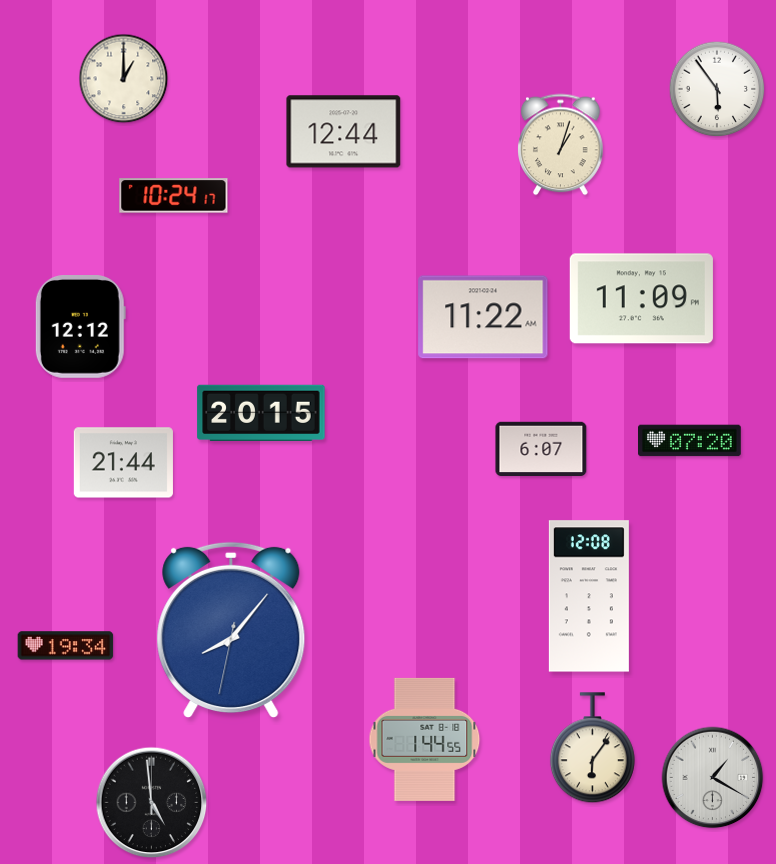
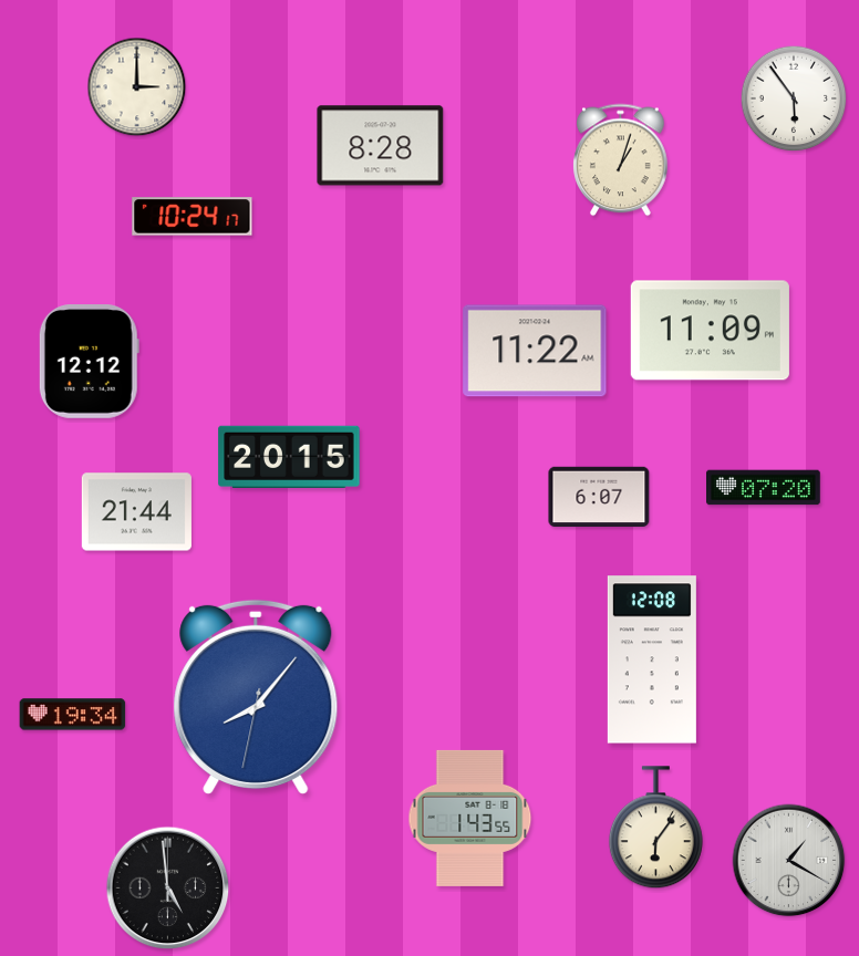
clock at (124, 79): 1:00 -> 3:00
clock at (344, 132): 12:44 -> 8:28
clock at (425, 739): 1:44 -> 1:43
